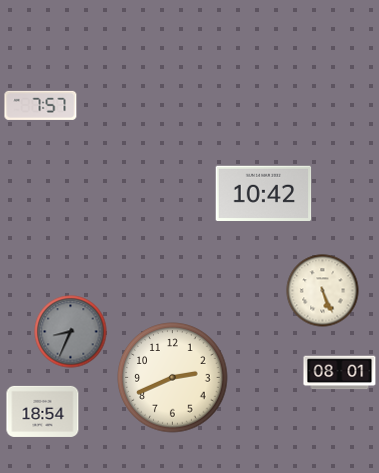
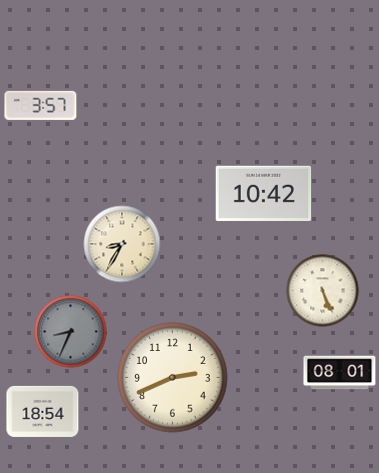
clock at (41, 105): 7:57 -> 3:57
clock at (122, 244): none -> 8:35
